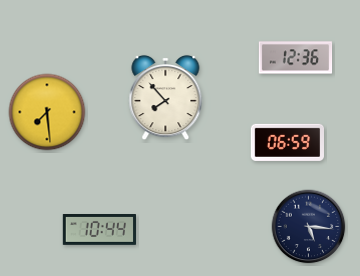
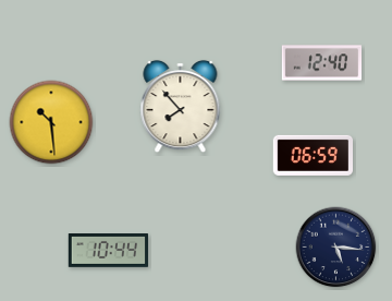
clock at (296, 58): 12:36 -> 12:40
clock at (47, 112): 7:29 -> 10:29
